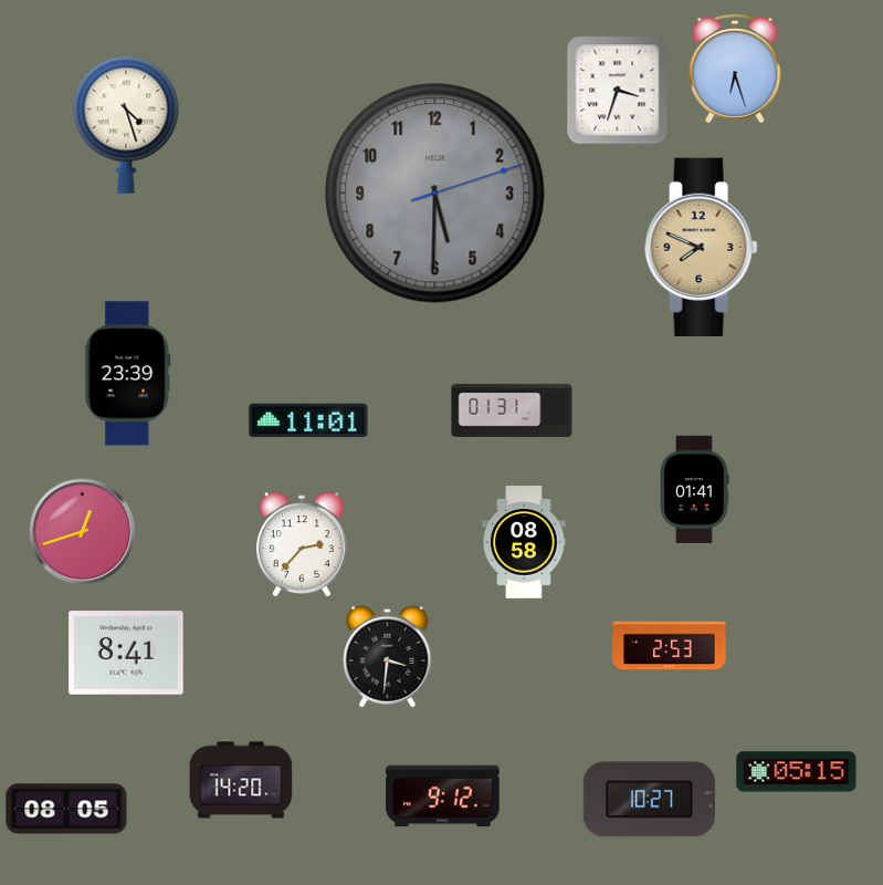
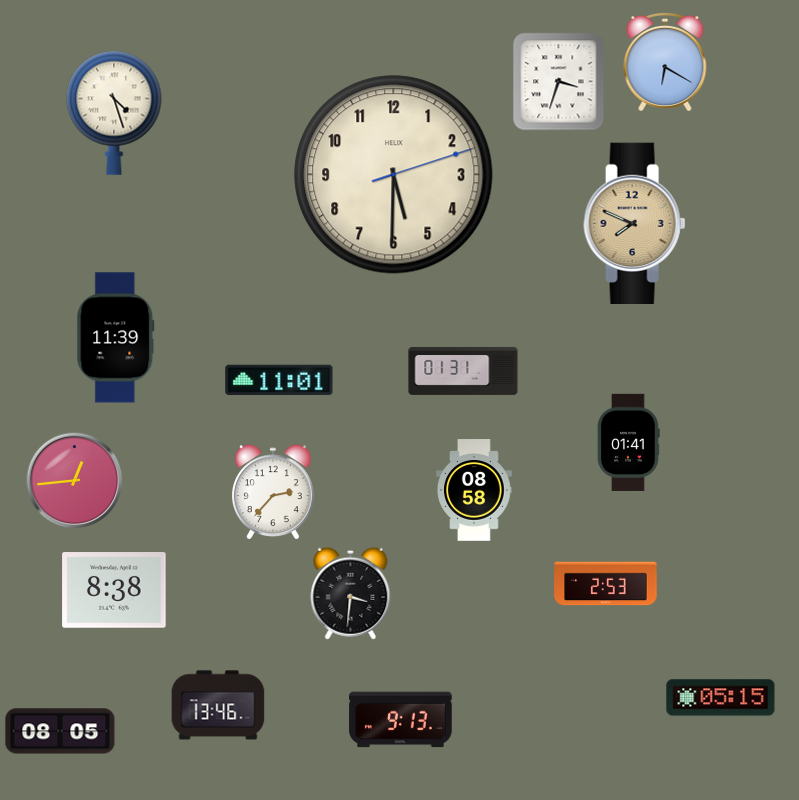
clock at (735, 69): 6:27 -> 6:20
clock at (435, 194) dial: grey -> cream
clock at (128, 374): 23:39 -> 11:39
clock at (83, 532): 12:42 -> 12:44
clock at (126, 653): 8:41 -> 8:38
clock at (241, 780): 14:20 -> 13:46
clock at (443, 796): 9:12 -> 9:13
clock at (649, 800): 10:27 -> none
